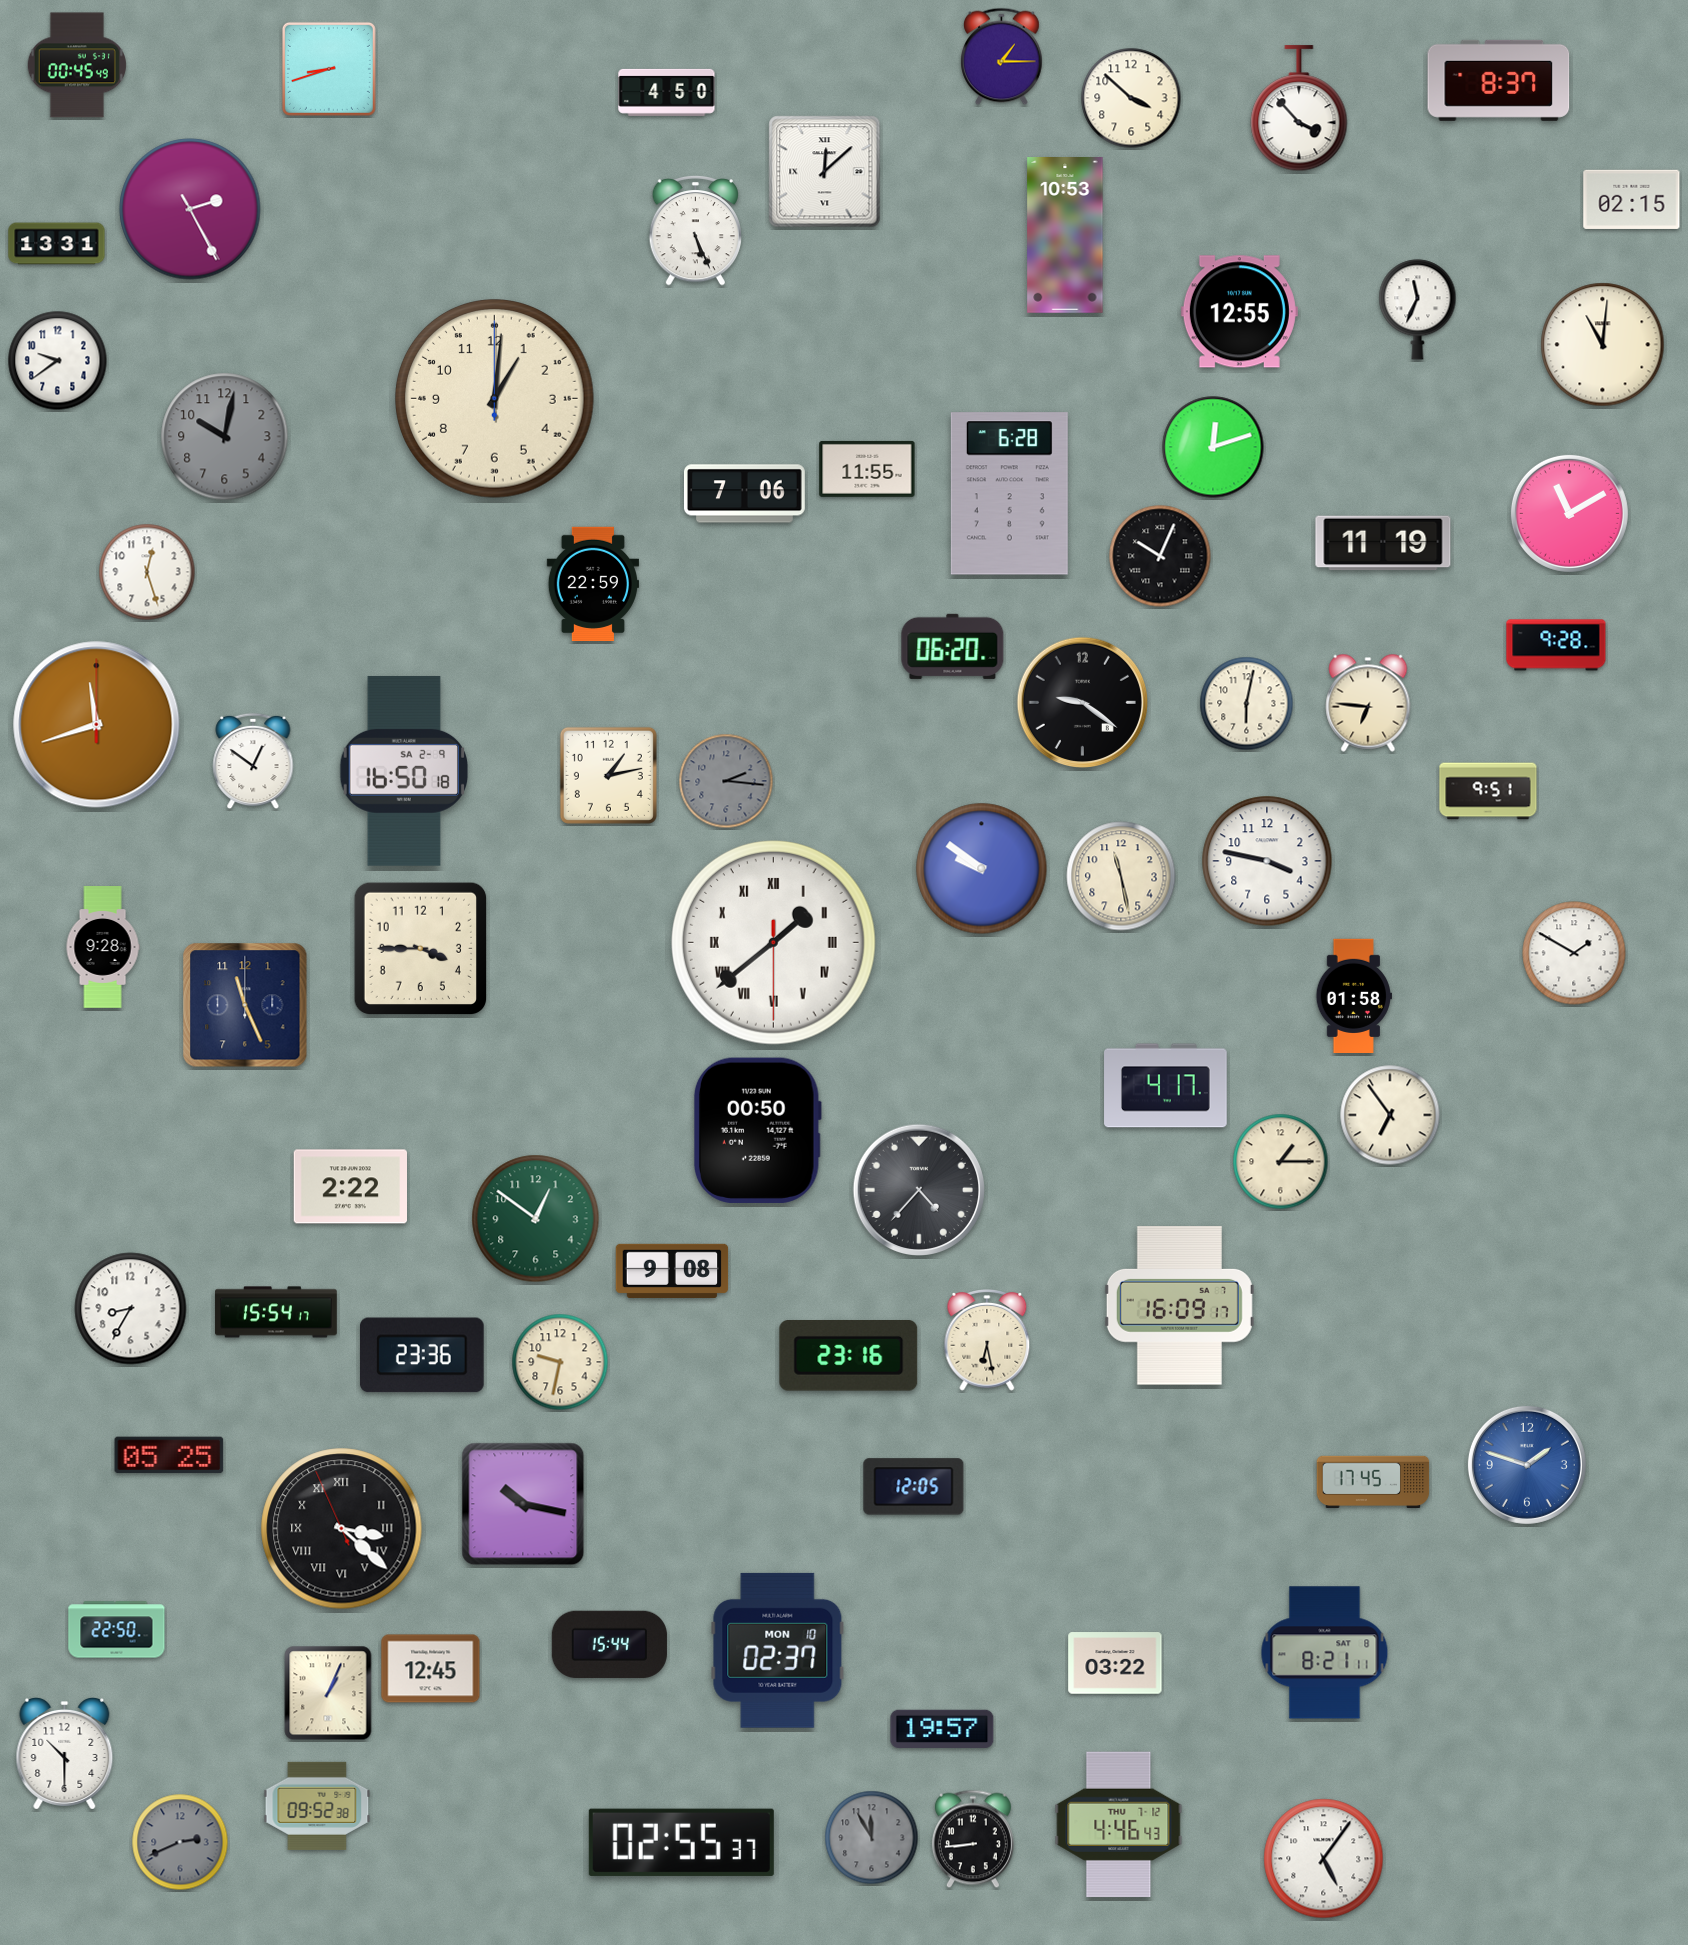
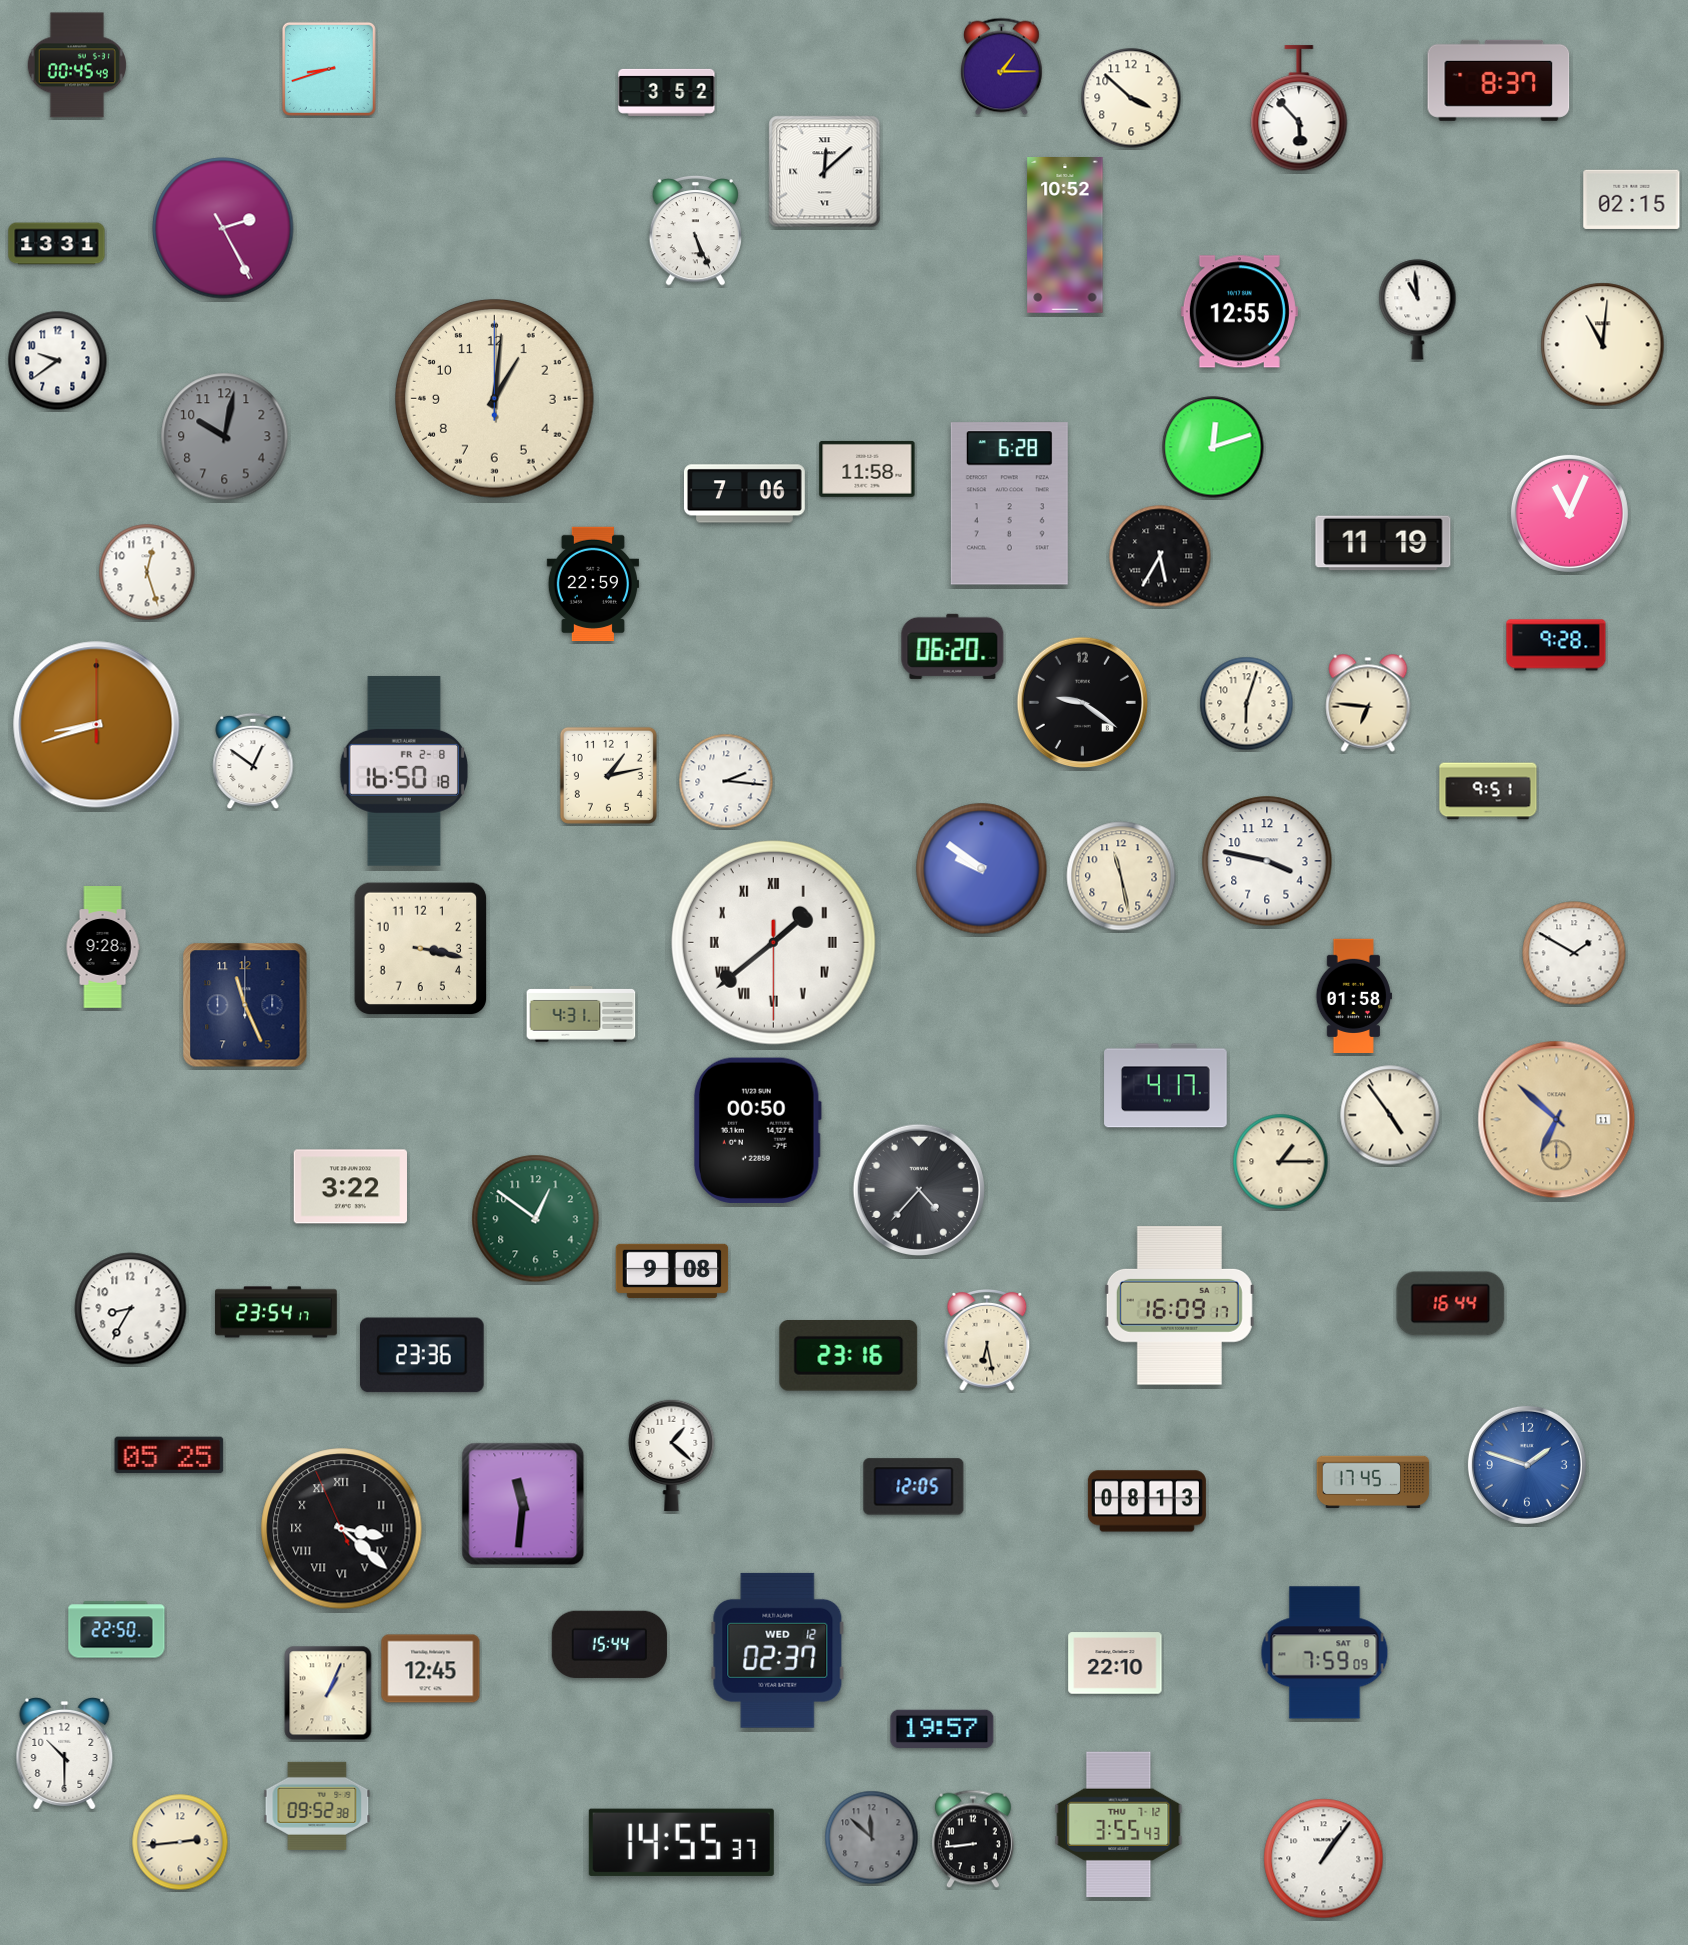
clock at (1002, 57) position: (1002, 57) -> (1002, 67)
clock at (667, 92): 4:50 -> 3:52
clock at (1299, 109): 3:53 -> 5:53
clock at (190, 209) position: (190, 209) -> (223, 228)
clock at (1065, 236): 10:53 -> 10:52
clock at (1418, 310): 11:34 -> 10:59
clock at (867, 469): 11:55 -> 11:58
clock at (1009, 494) position: (1009, 494) -> (1009, 504)
clock at (1569, 513): 11:10 -> 11:04
clock at (1160, 556): 10:04 -> 5:35
clock at (1247, 704): 6:02 -> 6:03
clock at (97, 725): 11:42 -> 8:42
clock at (403, 771) date: SA 2-9 -> FR 2-8
clock at (726, 781) dial: grey -> white
clock at (421, 949): 3:45 -> 3:17
clock at (581, 1015): none -> 4:31
clock at (1390, 1115): 6:54 -> 4:54
clock at (1557, 1120): none -> 6:52
clock at (350, 1187): 2:22 -> 3:22
clock at (1451, 1304): none -> 16:44
clock at (276, 1312): 15:54 -> 23:54
clock at (560, 1362): 9:32 -> none
clock at (672, 1455): none -> 1:22
clock at (1147, 1501): none -> 08:13
clock at (523, 1504): 10:17 -> 11:31
clock at (778, 1650) date: MON 10 -> WED 12
clock at (1325, 1653): 8:21 -> 7:59
clock at (1115, 1663): 03:22 -> 22:10
clock at (1119, 1825): 4:46 -> 3:55
clock at (872, 1838): 11:55 -> 11:52
clock at (180, 1842): 2:41 -> 2:44
clock at (180, 1842) dial: grey -> cream
clock at (681, 1842): 02:55 -> 14:55
clock at (1324, 1859): 5:06 -> 1:06
